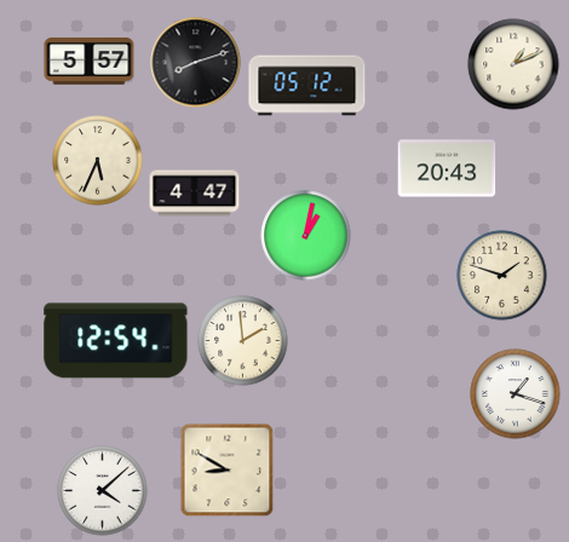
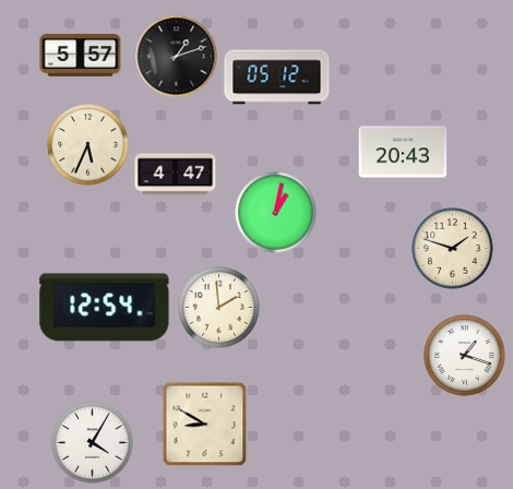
clock at (196, 63): 8:12 -> 1:12
clock at (513, 64): 1:11 -> none
clock at (103, 491): 4:08 -> 4:05
